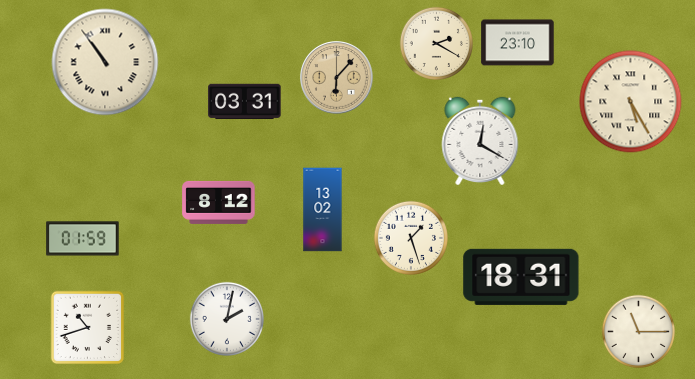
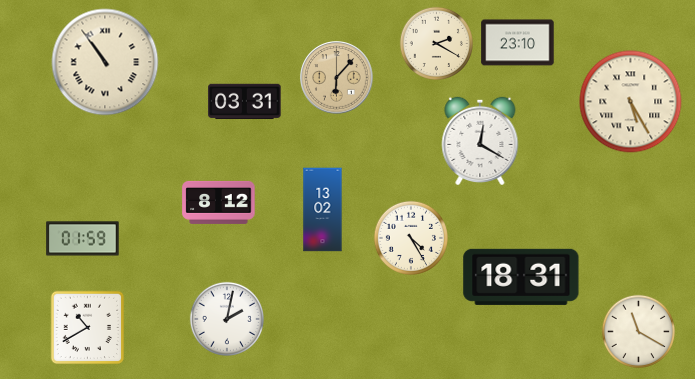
clock at (411, 238): 1:27 -> 4:25
clock at (88, 328): 10:42 -> 10:40
clock at (638, 331): 11:15 -> 11:20
